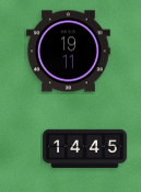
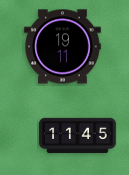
clock at (85, 148): 14:45 -> 11:45
